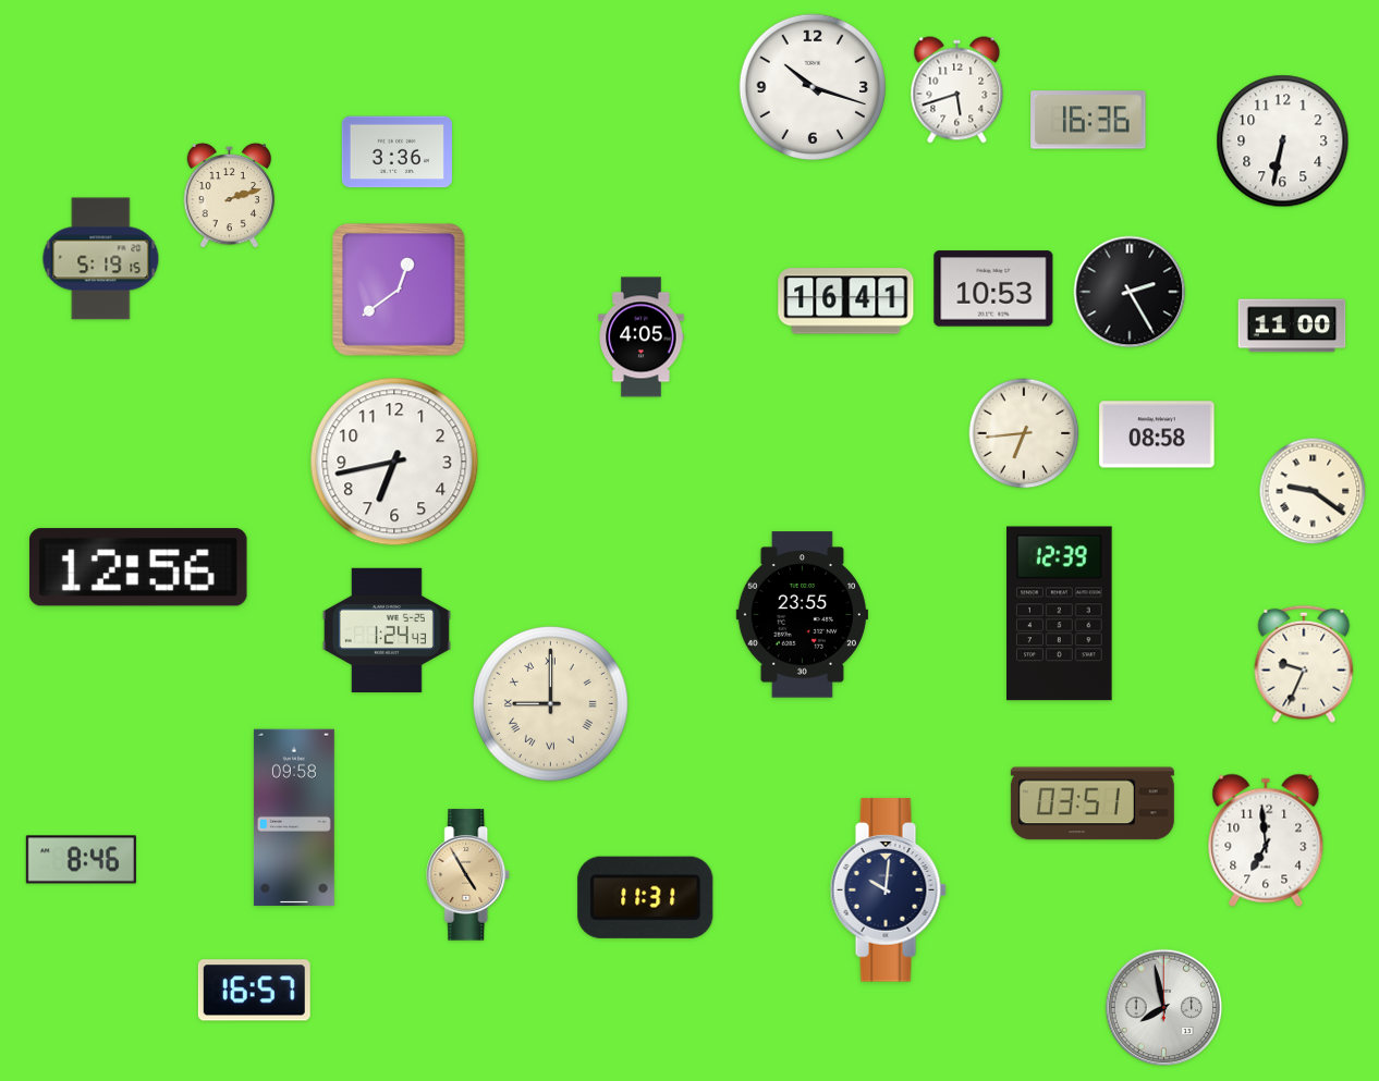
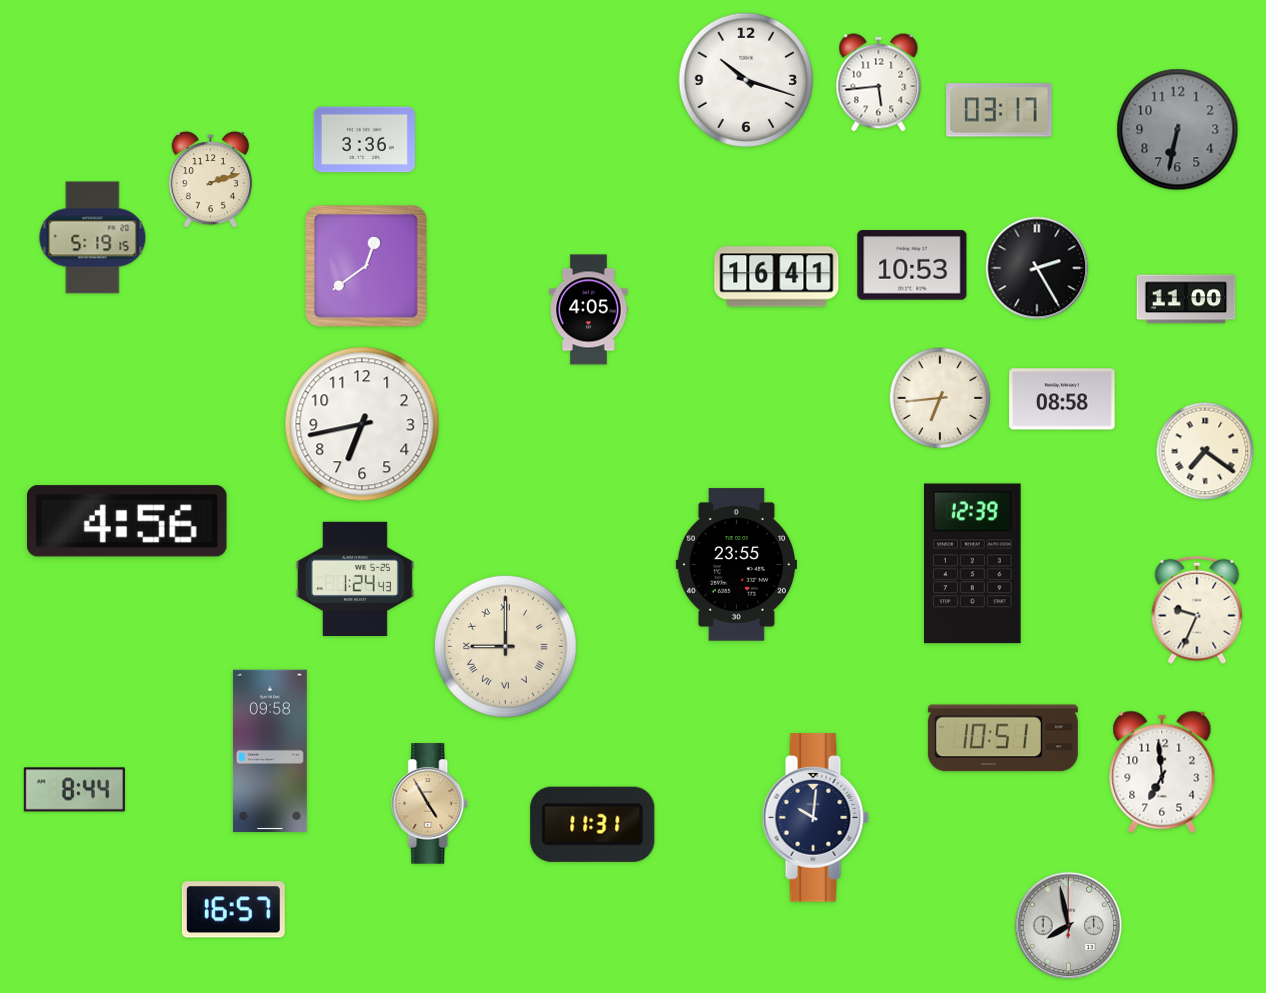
clock at (957, 90): 5:42 -> 5:44
clock at (1088, 120): 16:36 -> 03:17
clock at (1283, 142) dial: white -> grey
clock at (1313, 491): 9:21 -> 7:21
clock at (138, 567): 12:56 -> 4:56
clock at (1093, 803): 03:51 -> 10:51
clock at (81, 860): 8:46 -> 8:44
